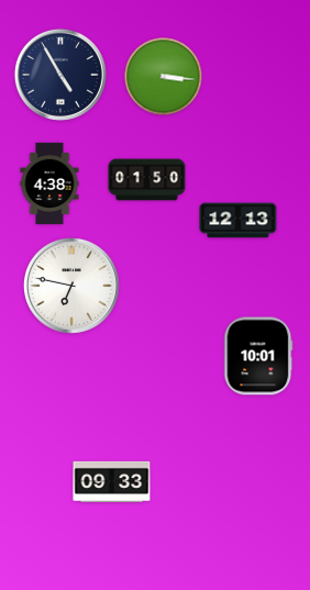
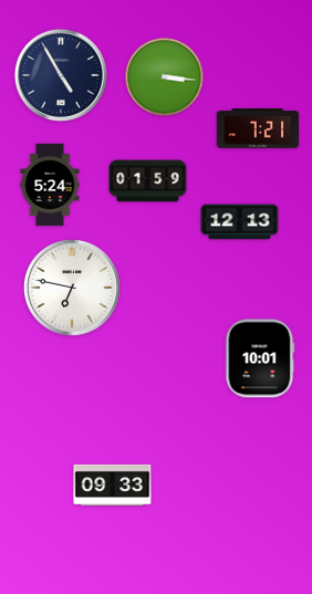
clock at (258, 129): none -> 7:21
clock at (147, 180): 01:50 -> 01:59
clock at (49, 183): 4:38 -> 5:24
